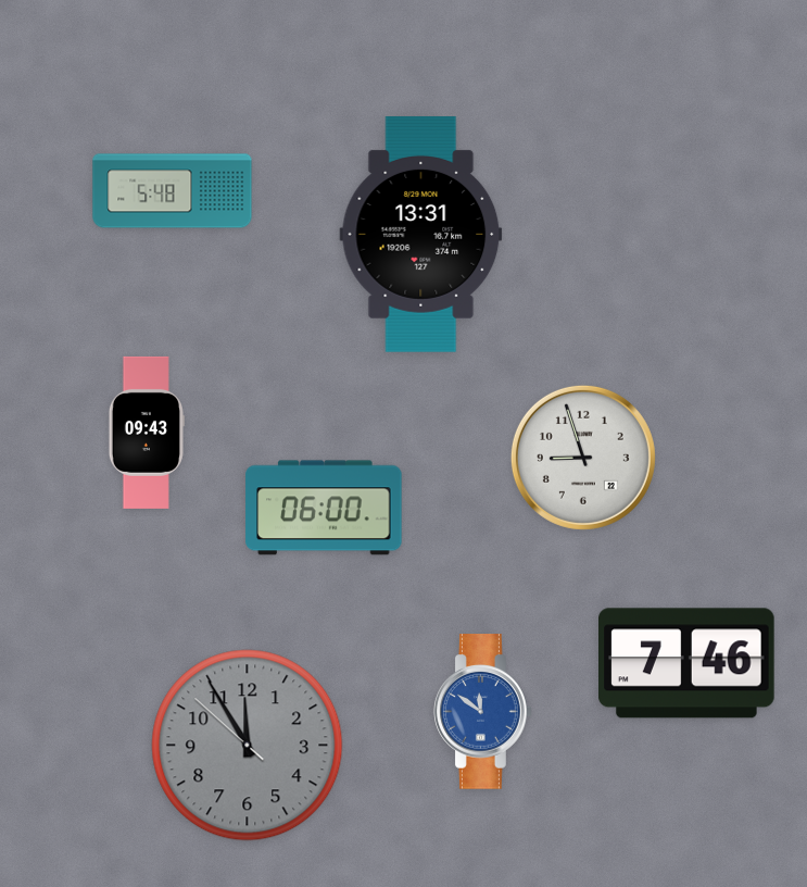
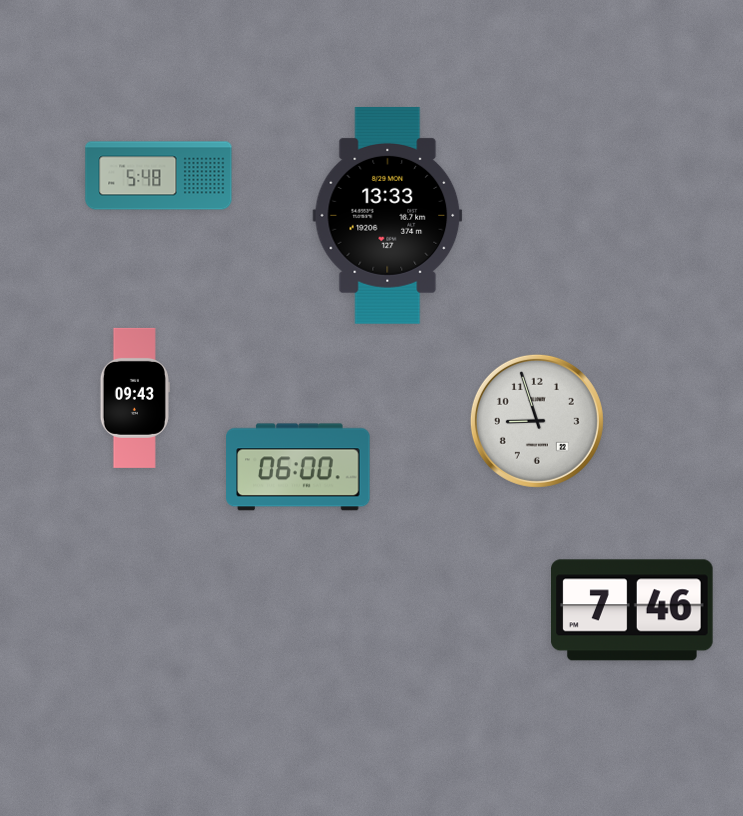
clock at (421, 234): 13:31 -> 13:33
clock at (483, 712): 11:51 -> none
clock at (248, 746): 11:54 -> none
